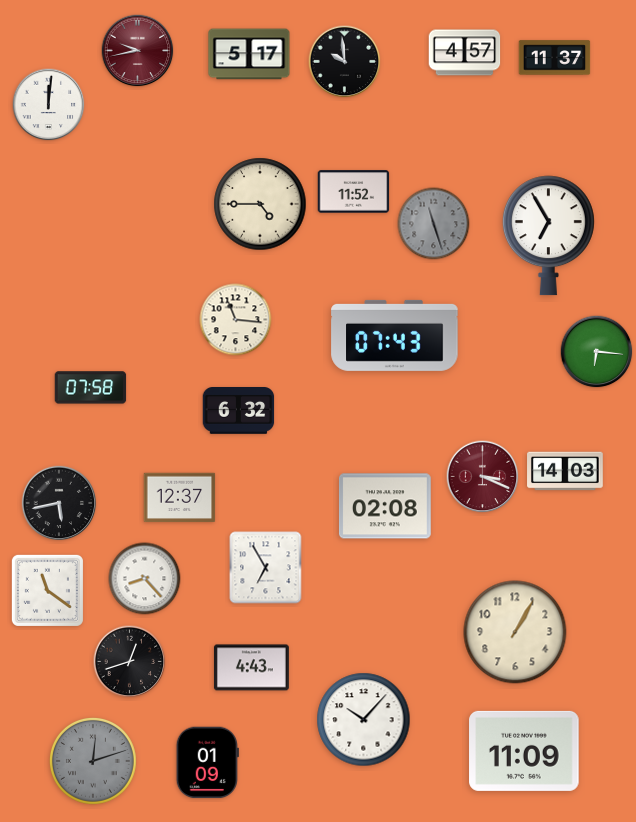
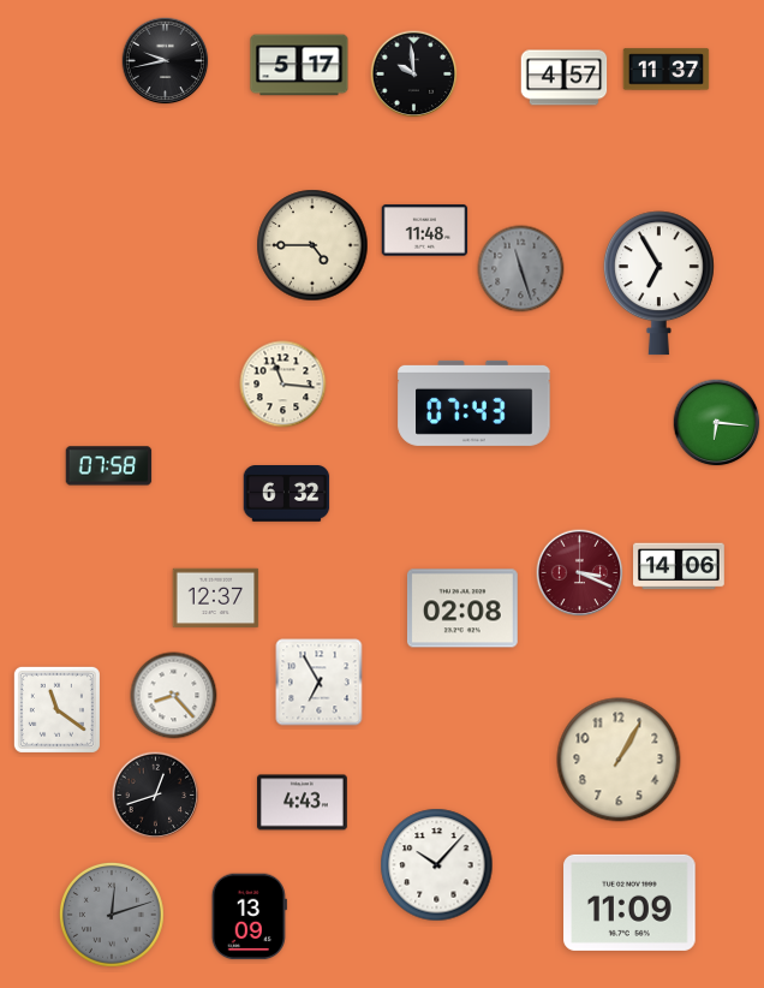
clock at (138, 51) dial: burgundy -> black
clock at (465, 53) position: (465, 53) -> (565, 78)
clock at (49, 105): 12:01 -> none
clock at (354, 192): 11:52 -> 11:48
clock at (565, 471): 14:03 -> 14:06
clock at (59, 503): 5:43 -> none
clock at (207, 763): 01:09 -> 13:09
